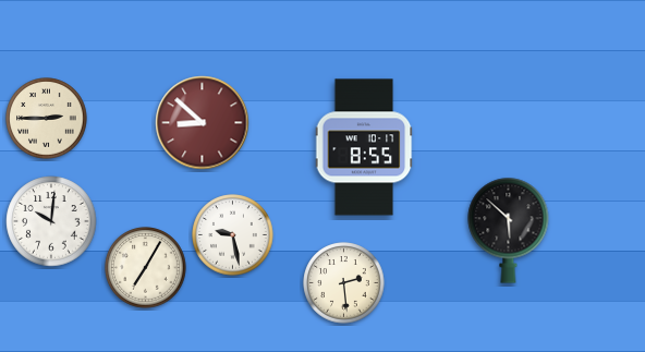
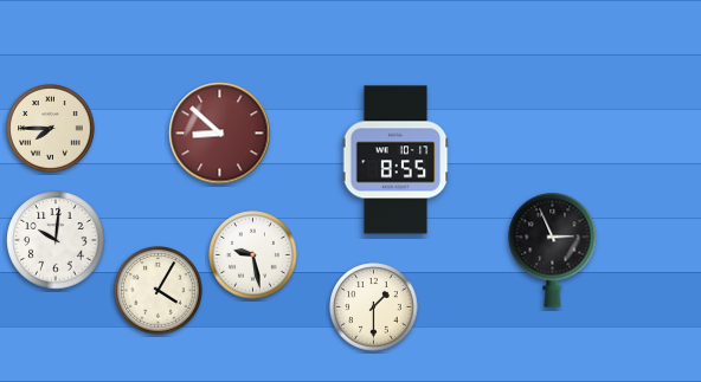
clock at (47, 119): 2:45 -> 7:45
clock at (509, 230): 5:52 -> 2:56
clock at (146, 268): 7:05 -> 4:05
clock at (344, 283): 2:29 -> 1:30
